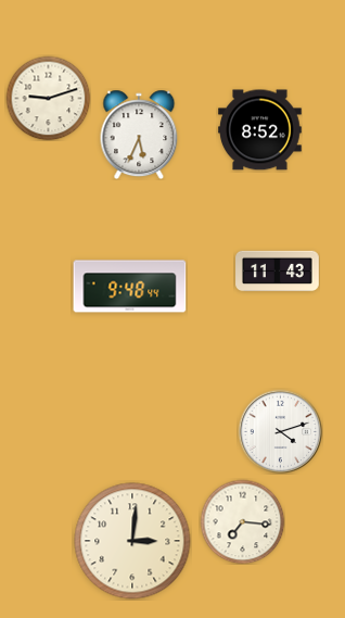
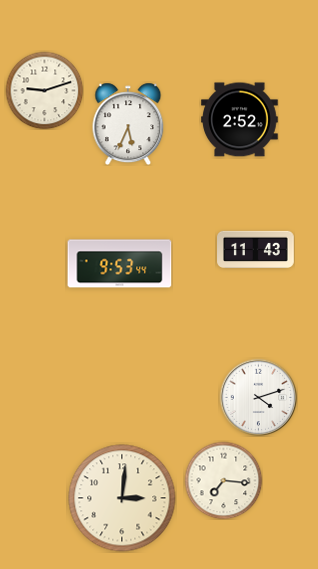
clock at (260, 130): 8:52 -> 2:52
clock at (130, 287): 9:48 -> 9:53
